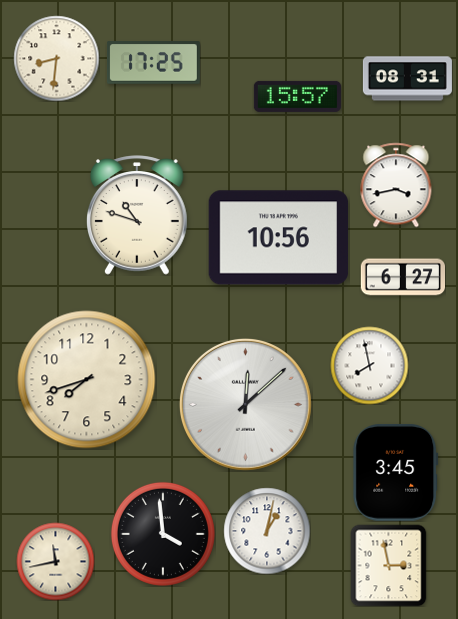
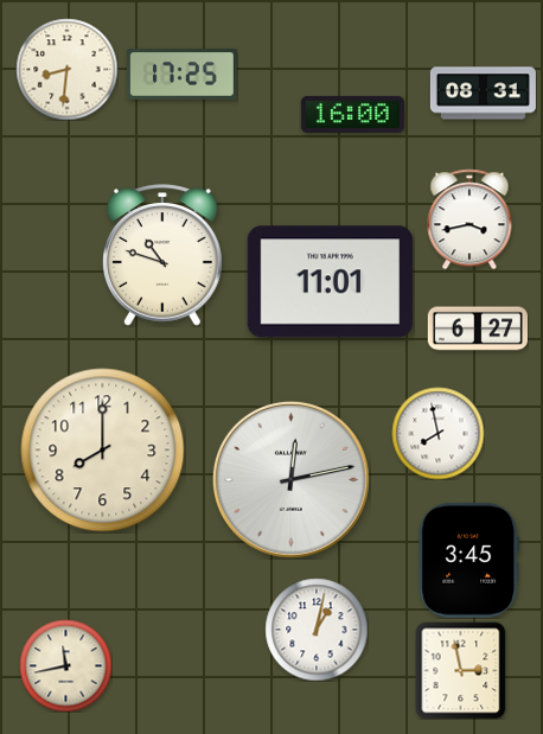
clock at (297, 96): 15:57 -> 16:00
clock at (279, 238): 10:56 -> 11:01
clock at (87, 380): 7:42 -> 8:00
clock at (246, 405): 12:08 -> 12:13
clock at (163, 534): 3:59 -> none
